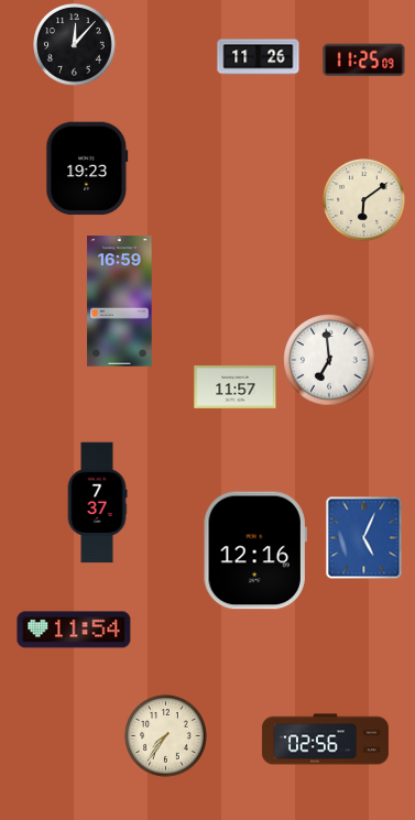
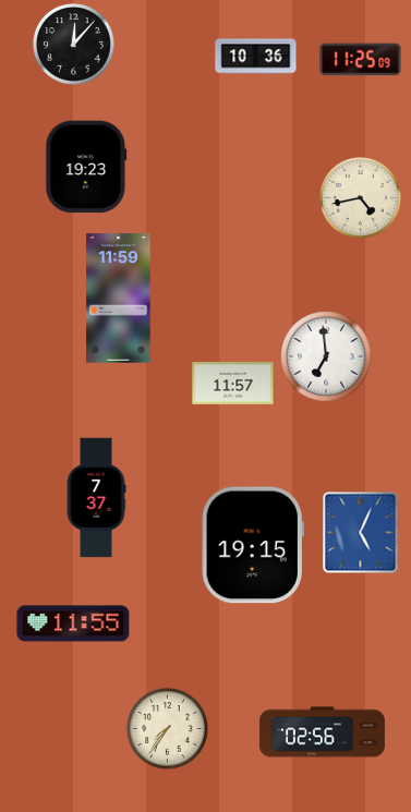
clock at (259, 57): 11:26 -> 10:36
clock at (364, 200): 6:09 -> 4:43
clock at (120, 302): 16:59 -> 11:59
clock at (255, 550): 12:16 -> 19:15
clock at (74, 630): 11:54 -> 11:55
clock at (166, 736) position: (166, 736) -> (168, 729)
